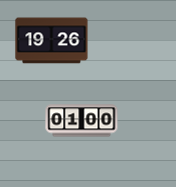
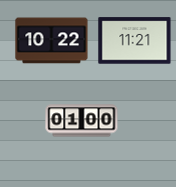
clock at (52, 41): 19:26 -> 10:22
clock at (135, 41): none -> 11:21
